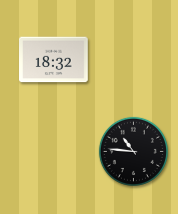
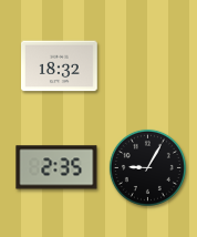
clock at (56, 167): none -> 2:35
clock at (133, 151): 10:46 -> 9:05
